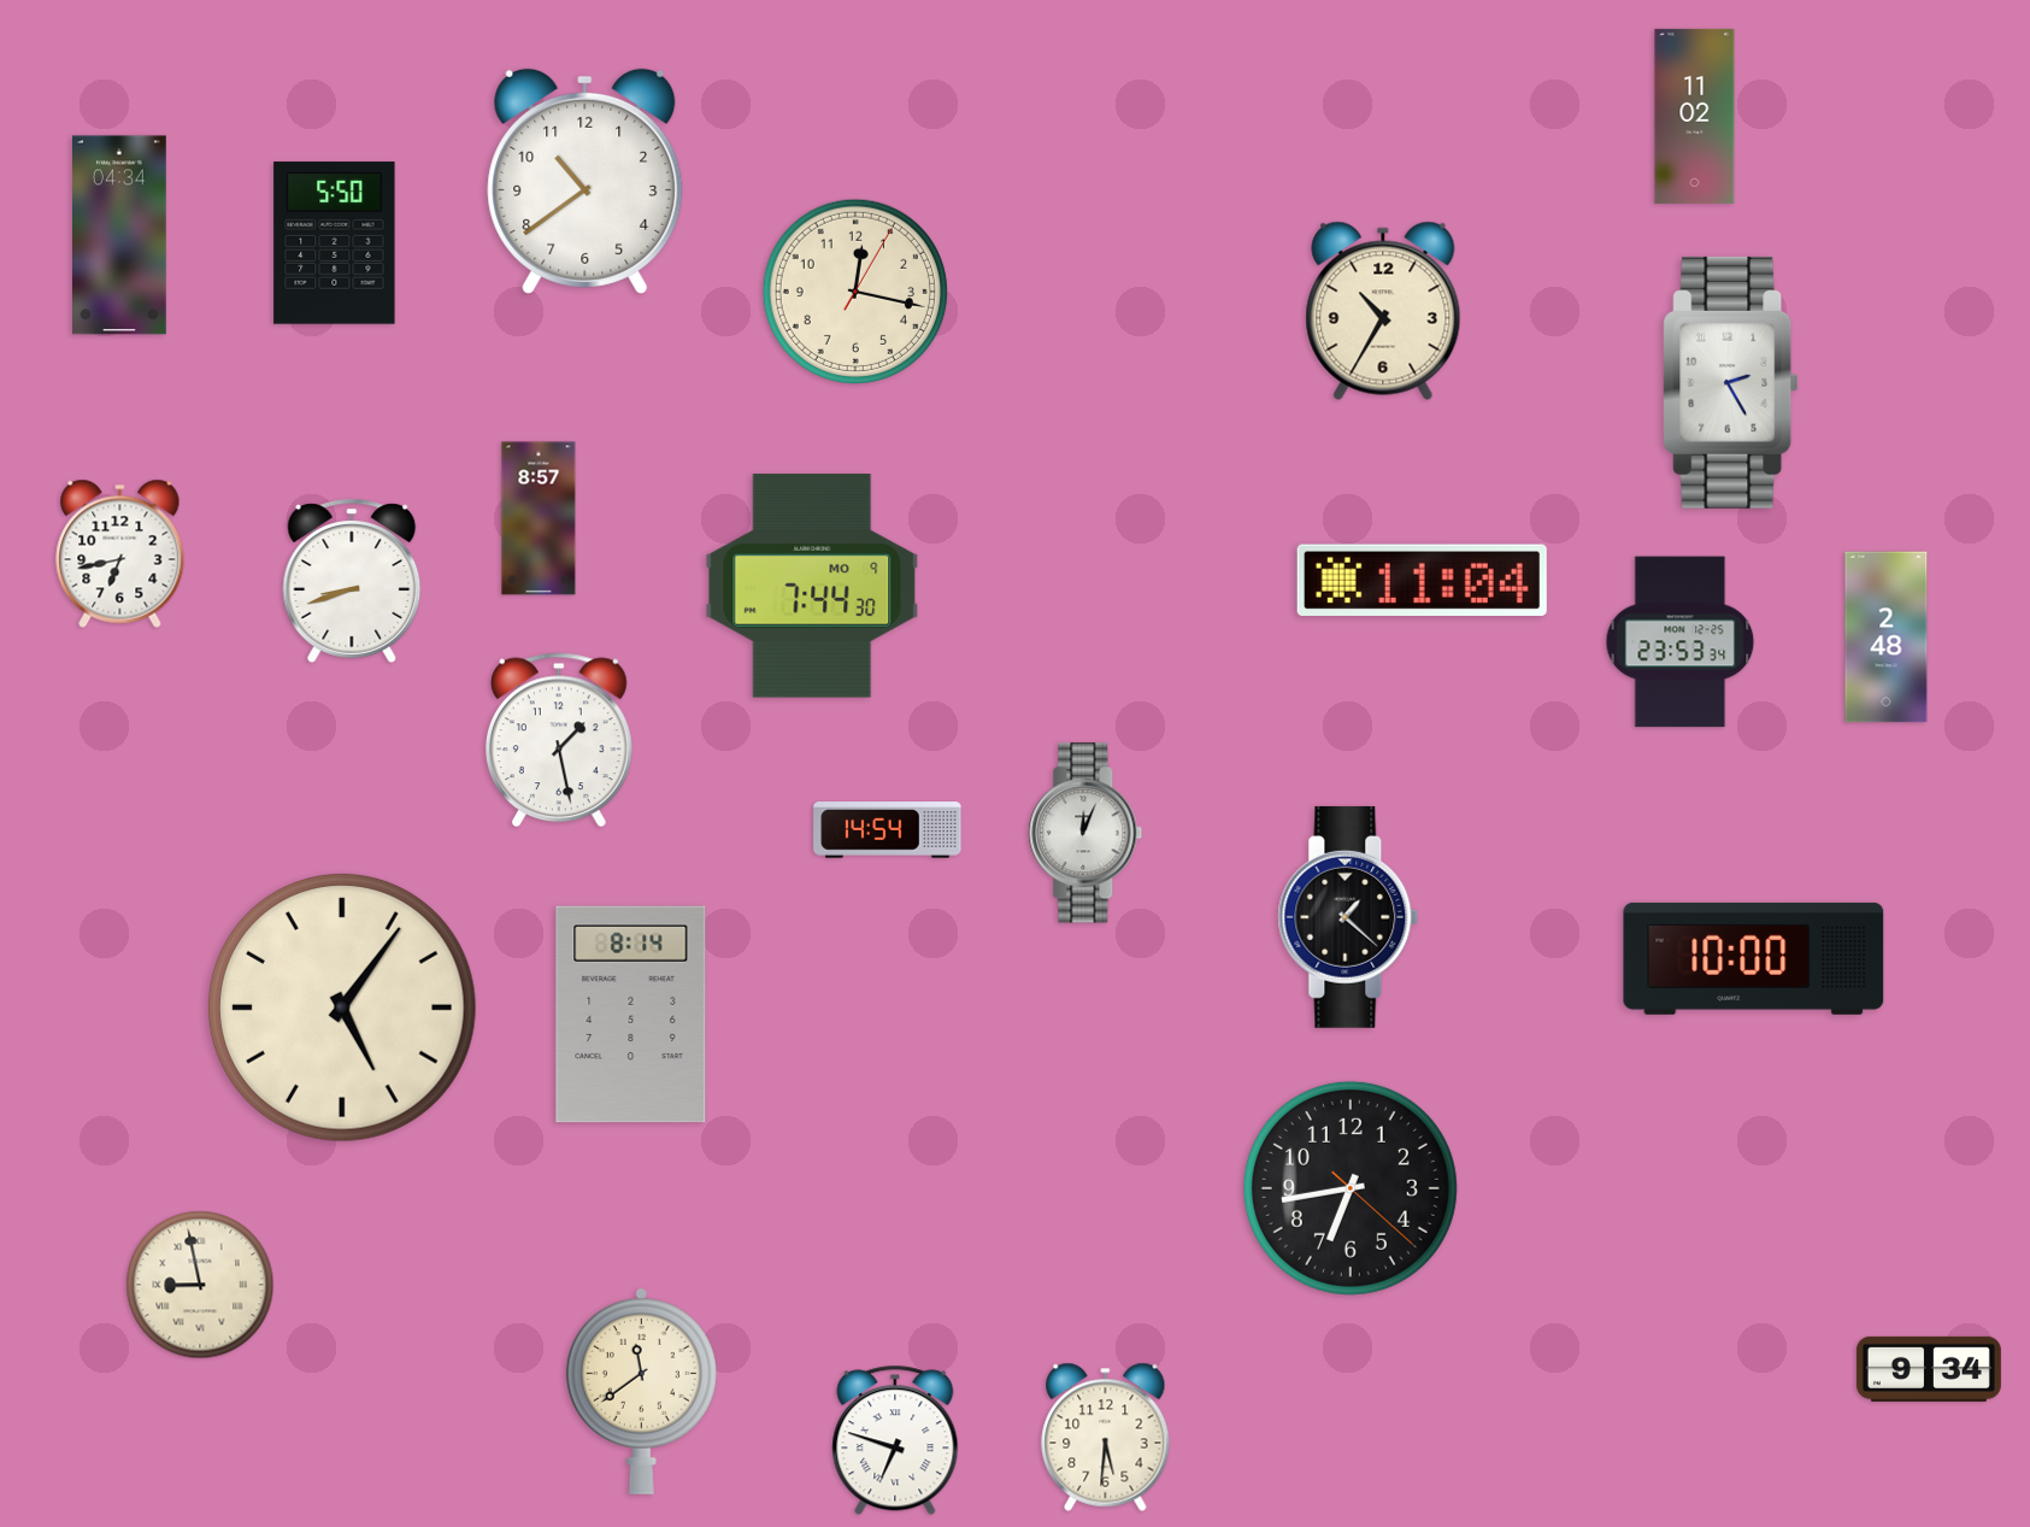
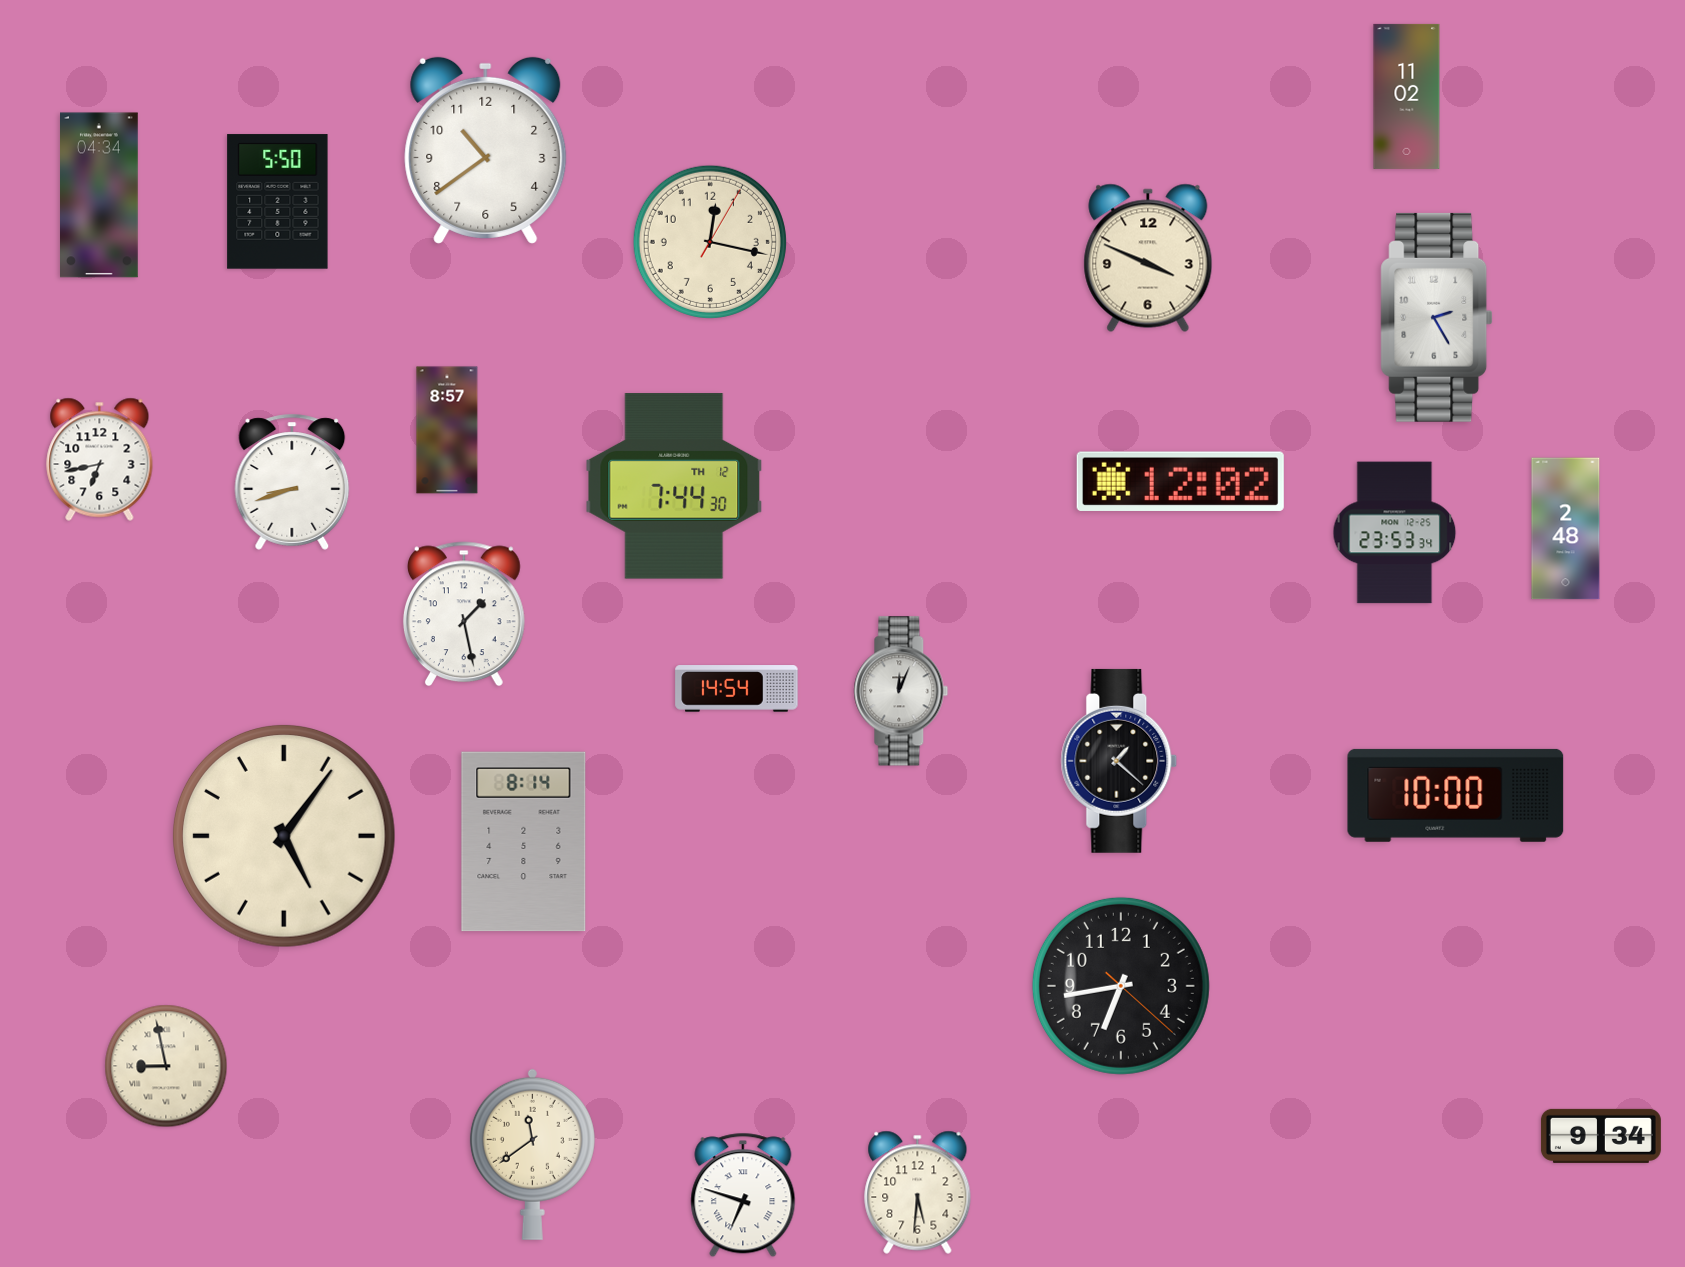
clock at (1383, 311): 10:35 -> 3:49
clock at (1422, 580): 11:04 -> 12:02
clock at (812, 586) date: MO 9 -> TH 12
